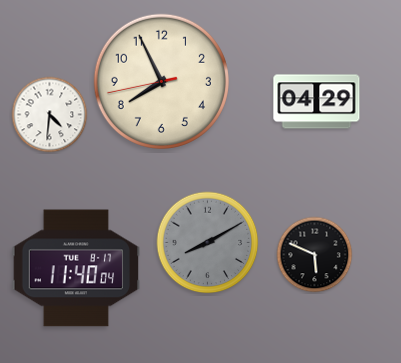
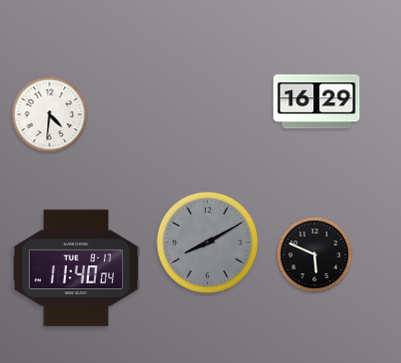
clock at (161, 81): 7:55 -> none
clock at (317, 102): 04:29 -> 16:29
